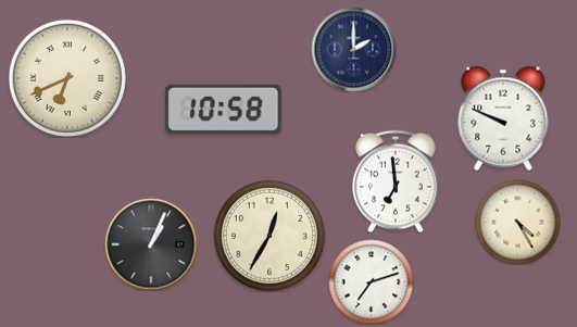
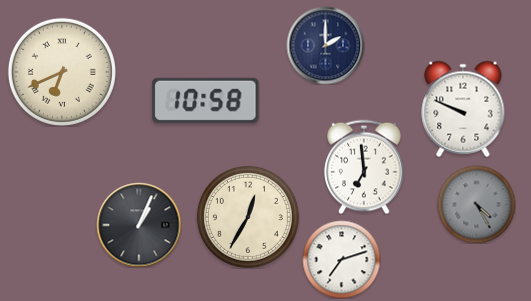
clock at (517, 222) dial: cream -> grey
